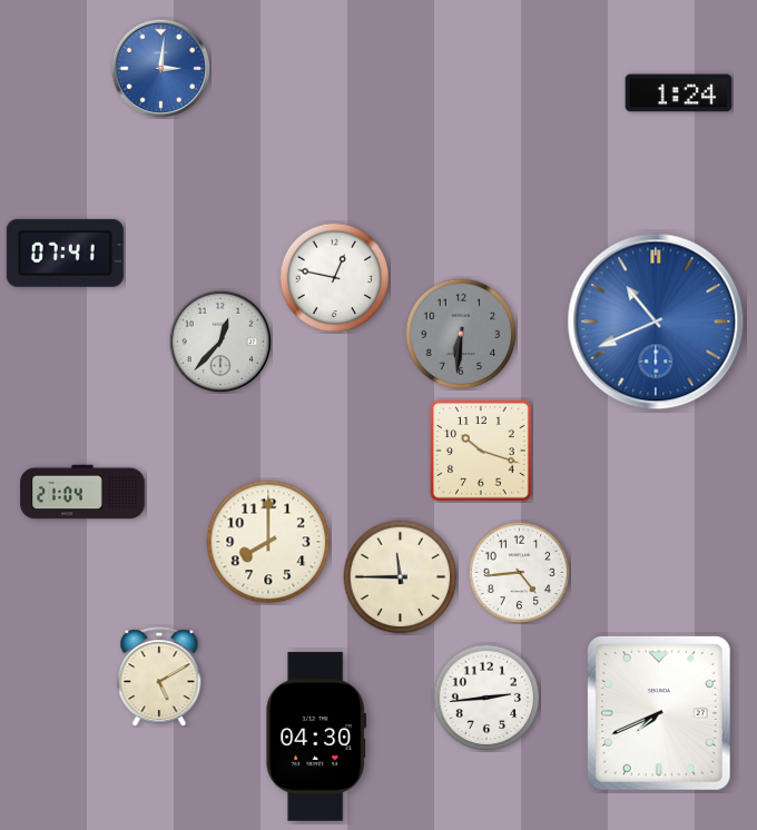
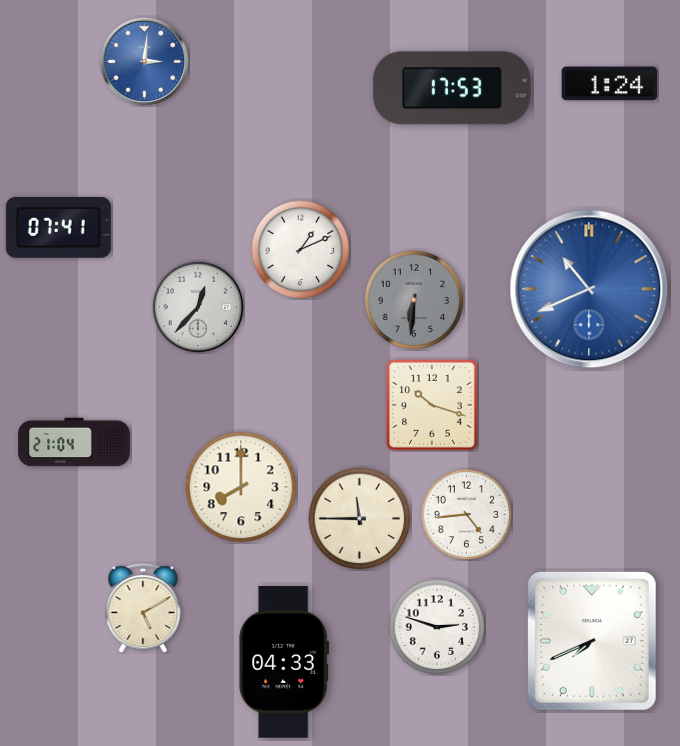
clock at (452, 88): none -> 17:53
clock at (335, 278): 12:47 -> 1:11
clock at (486, 698): 2:44 -> 2:48
clock at (316, 737): 04:30 -> 04:33
